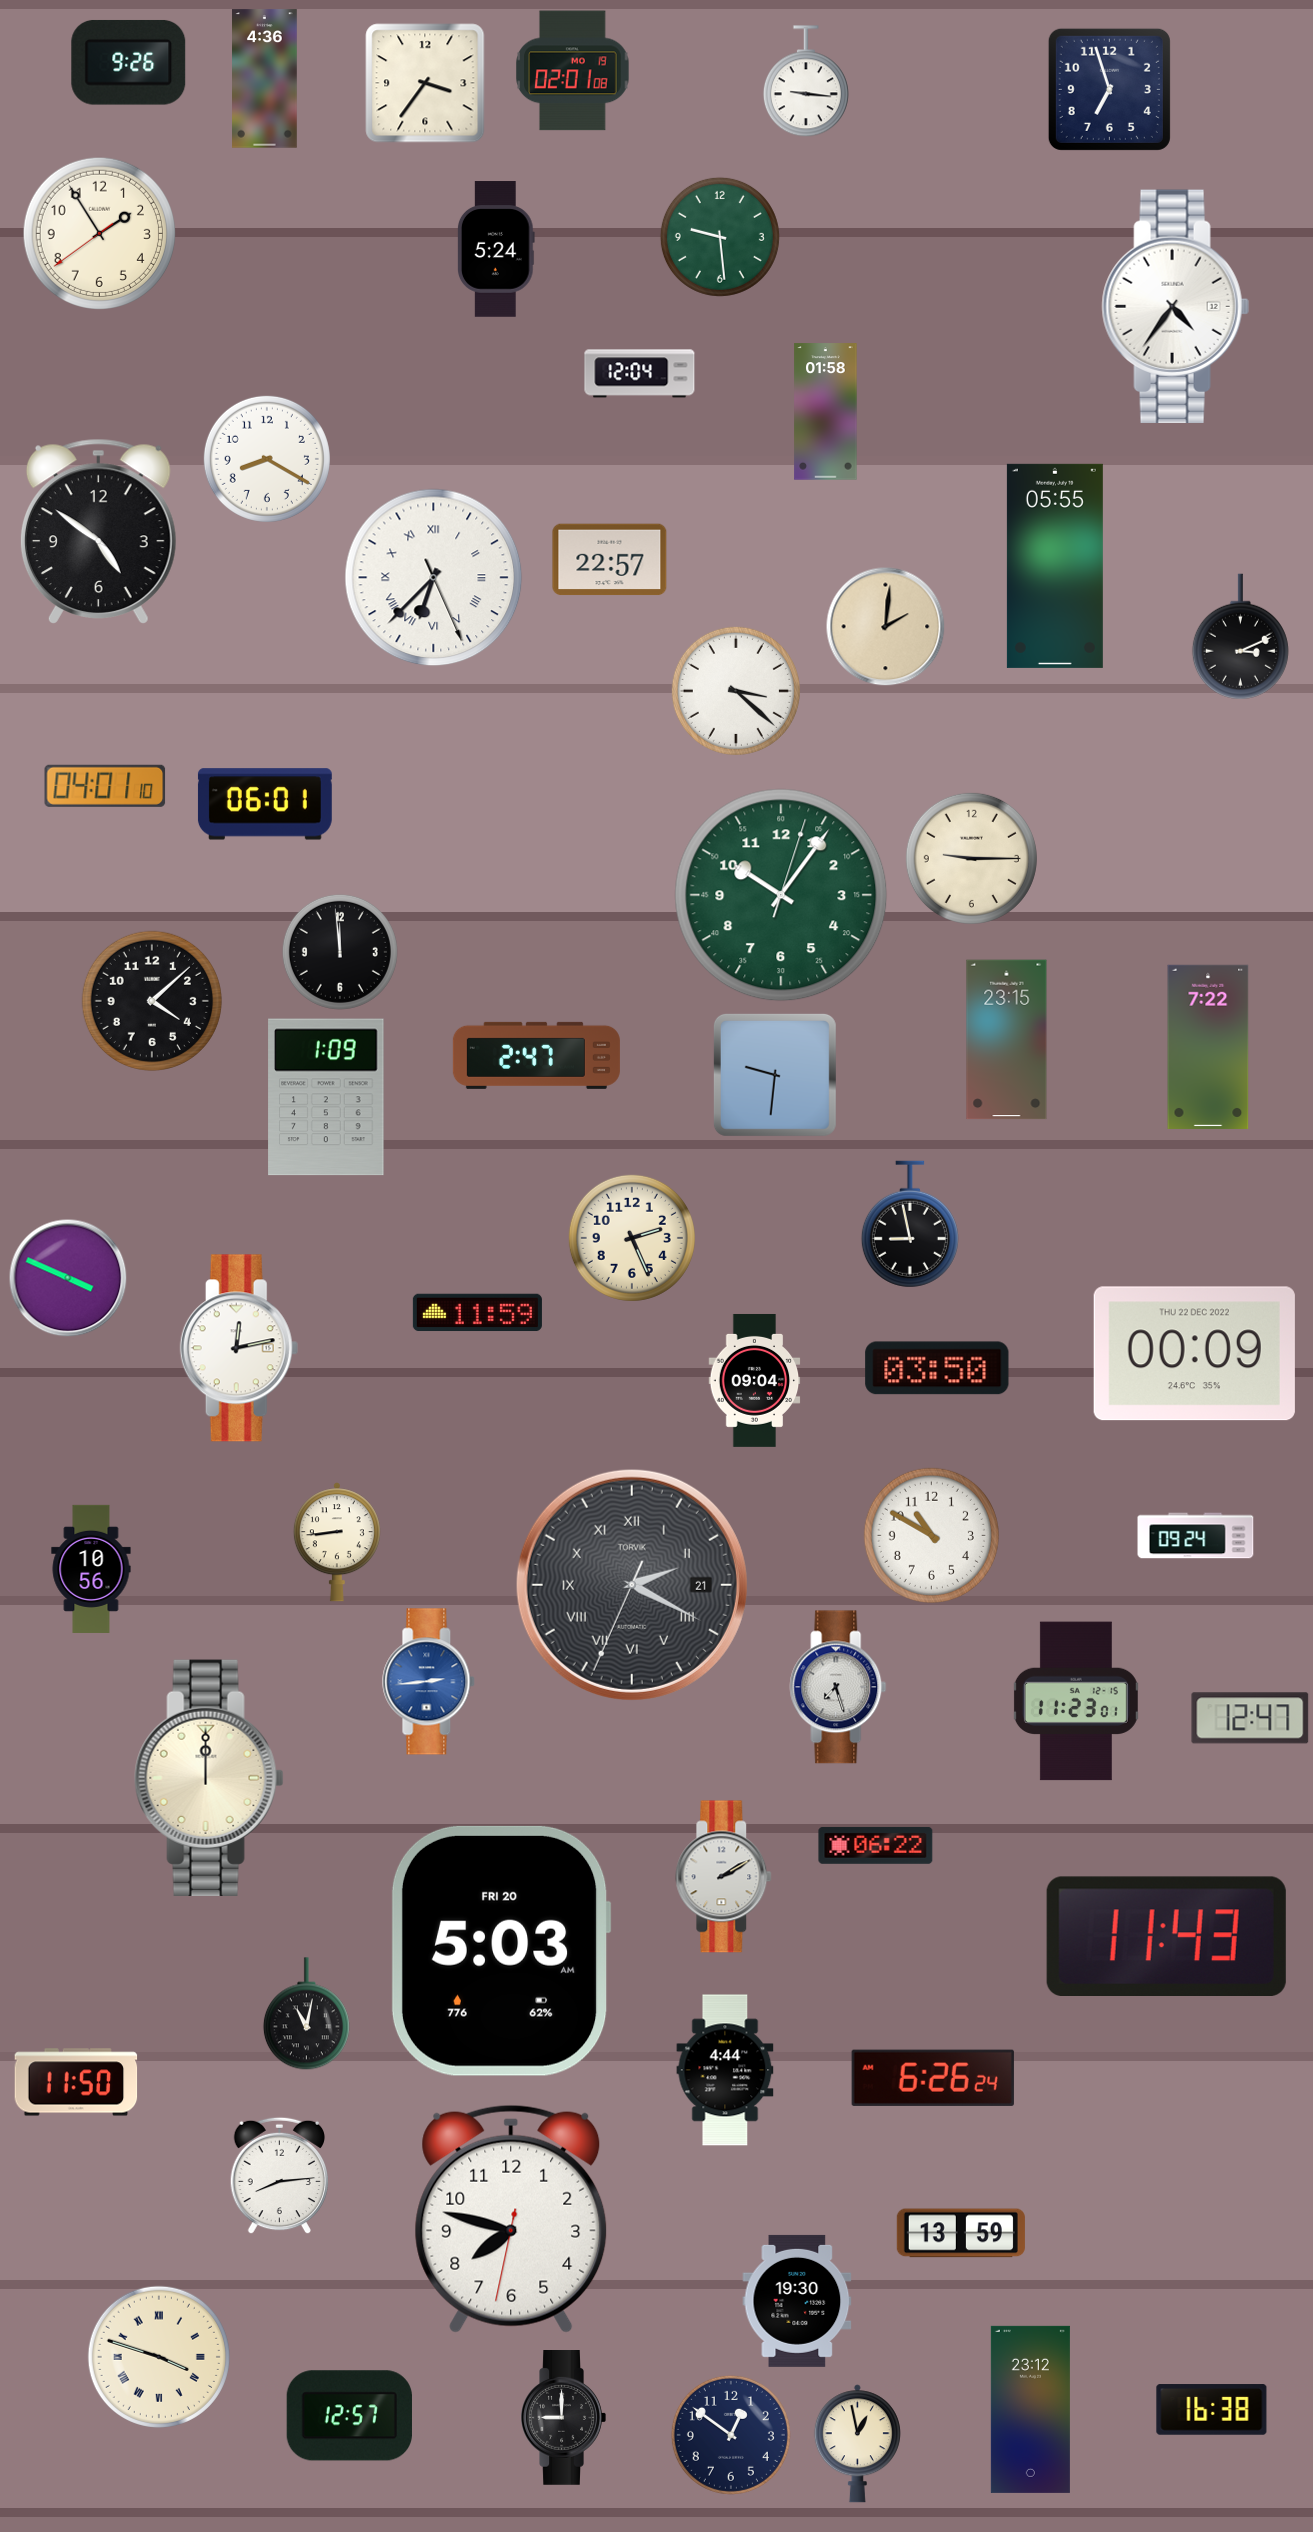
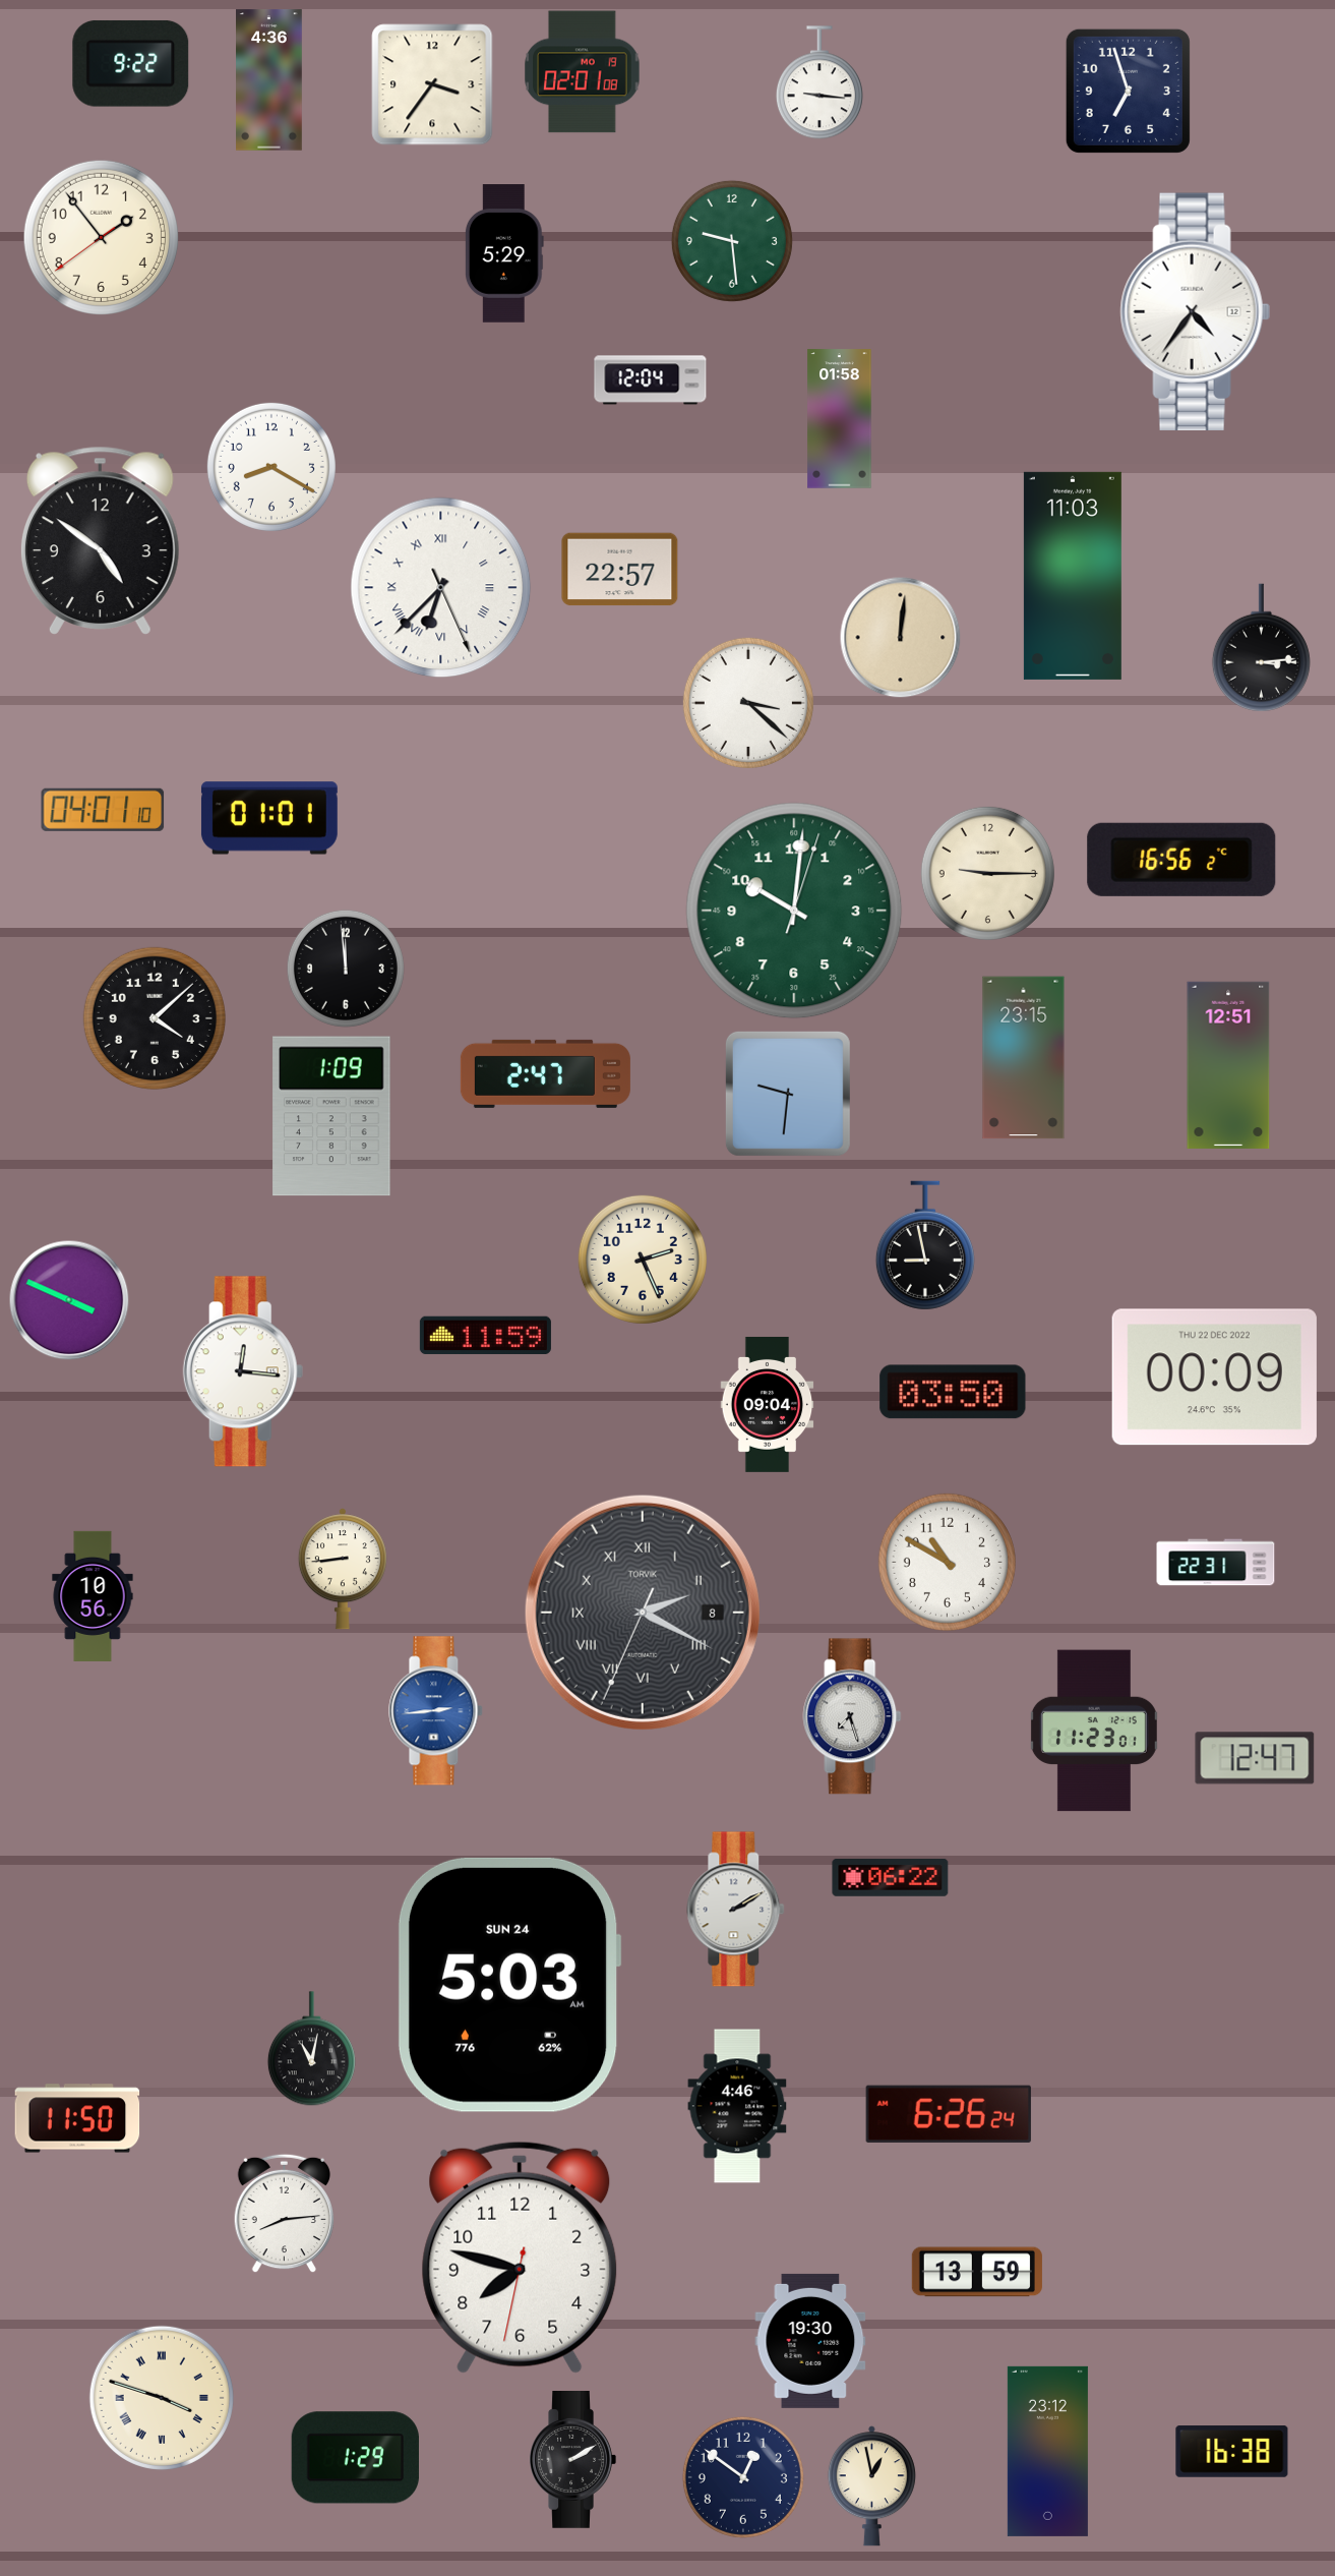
clock at (129, 62): 9:26 -> 9:22
clock at (99, 233): 1:54 -> 1:53
clock at (496, 249): 5:24 -> 5:29
clock at (1055, 566): 05:55 -> 11:03
clock at (886, 627): 2:01 -> 12:01
clock at (1240, 637): 3:11 -> 3:14
clock at (105, 786) position: (105, 786) -> (103, 810)
clock at (265, 804): 06:01 -> 01:01
clock at (1181, 860): none -> 16:56
clock at (781, 895): 10:06 -> 10:01
clock at (1208, 1047): 7:22 -> 12:51
clock at (239, 1348): 12:13 -> 12:16
clock at (1196, 1536): 09:24 -> 22:31
clock at (632, 1585) date: 21 -> 8
clock at (1250, 1718) position: (1250, 1718) -> (1255, 1758)
clock at (209, 1778): 12:00 -> none
clock at (1166, 1936): 11:43 -> none
clock at (501, 1951) date: FRI 20 -> SUN 24
clock at (725, 2070): 4:44 -> 4:46
clock at (349, 2416): 12:57 -> 1:29
clock at (563, 2418): 9:00 -> 2:10
